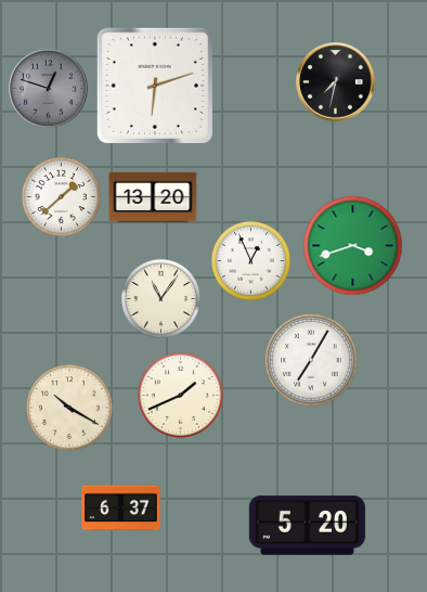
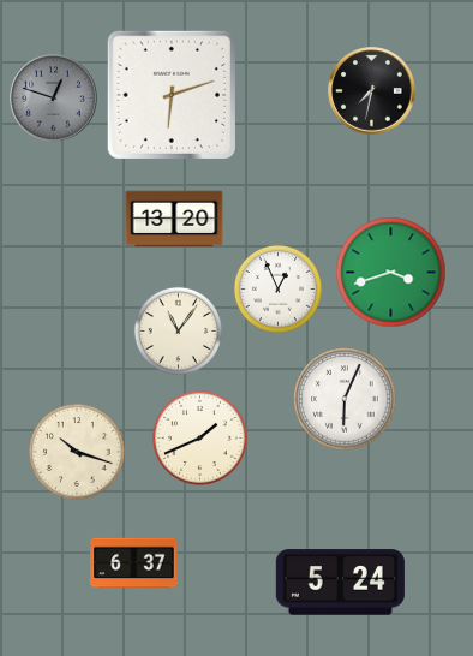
clock at (61, 196): 1:38 -> none
clock at (153, 197) position: (153, 197) -> (174, 219)
clock at (311, 360): 7:05 -> 6:04
clock at (69, 408): 10:20 -> 10:18
clock at (307, 526): 5:20 -> 5:24
